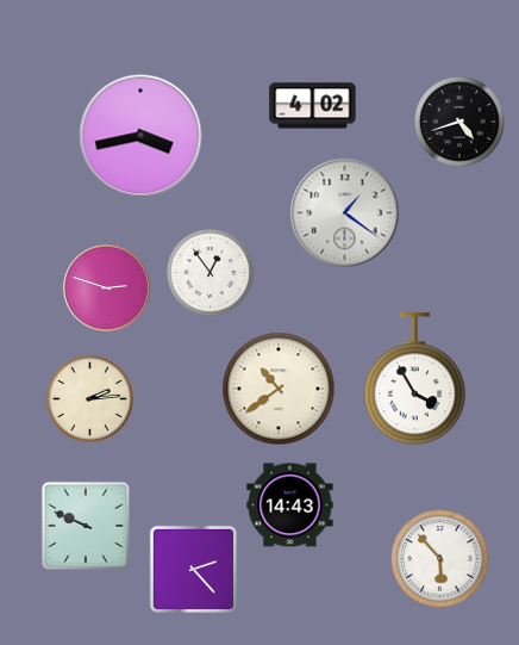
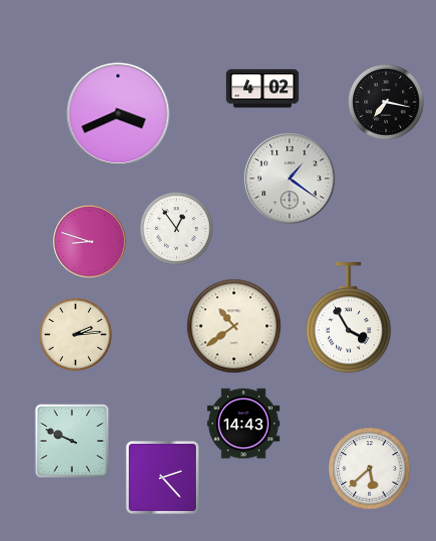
clock at (459, 122): 4:42 -> 7:17
clock at (140, 136): 3:43 -> 3:41
clock at (107, 289): 2:48 -> 8:48
clock at (440, 559): 5:53 -> 5:38
